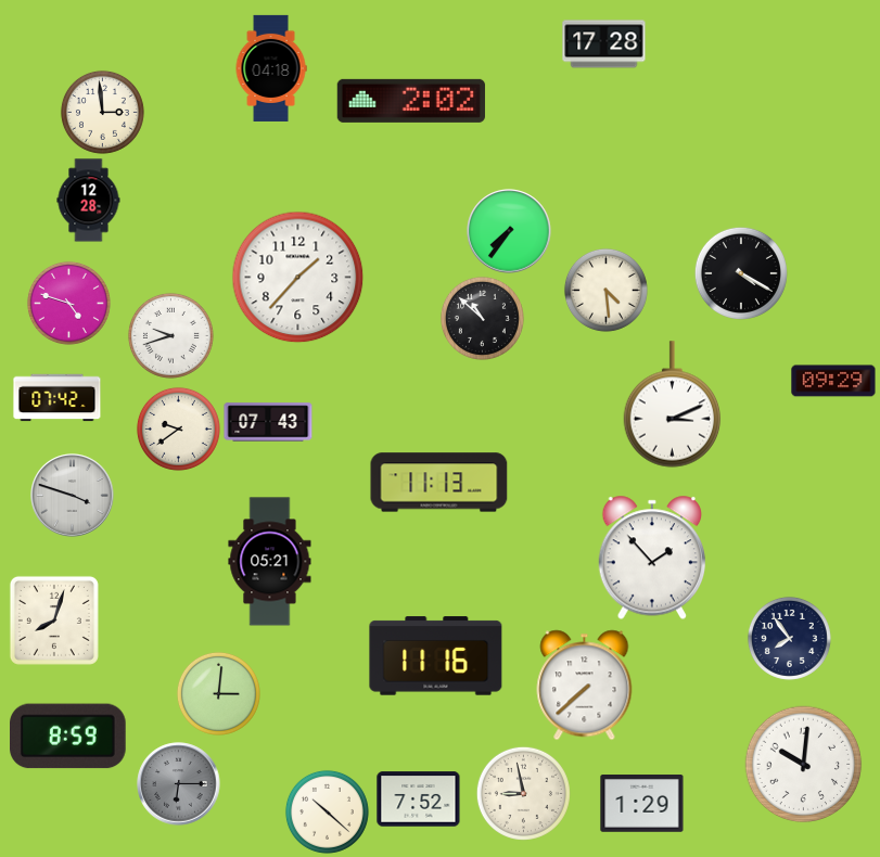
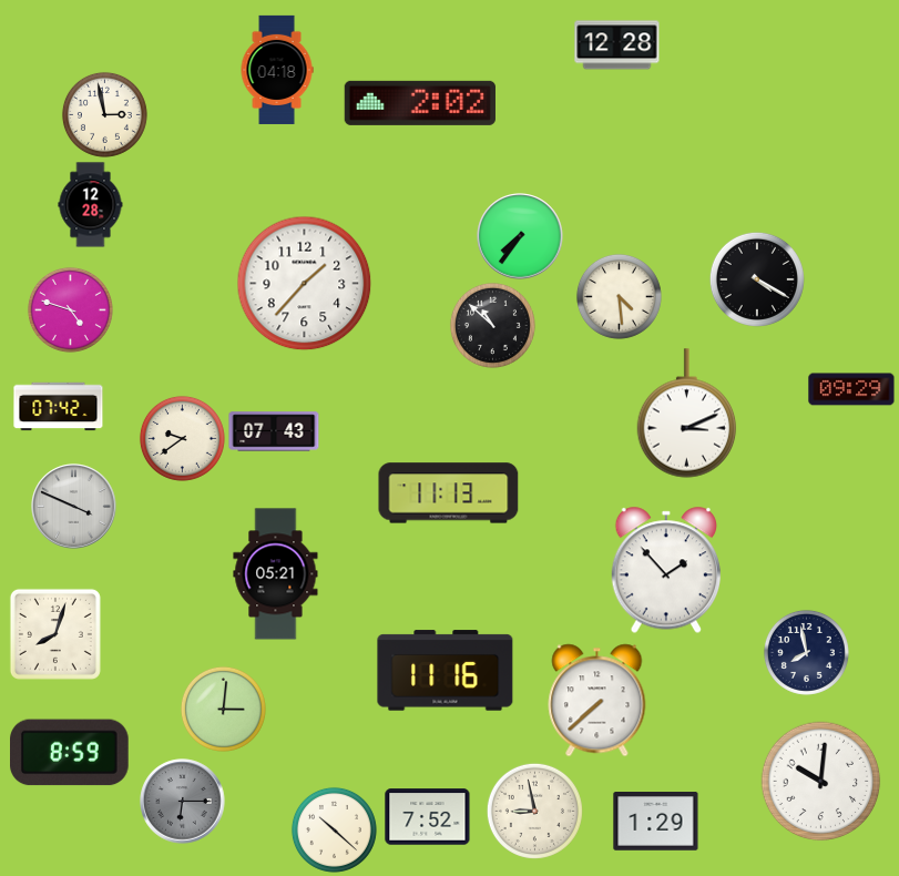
clock at (604, 44): 17:28 -> 12:28
clock at (102, 112): 2:59 -> 2:58
clock at (170, 335): 9:42 -> none
clock at (73, 496): 3:48 -> 3:49
clock at (789, 638): 7:54 -> 7:58
